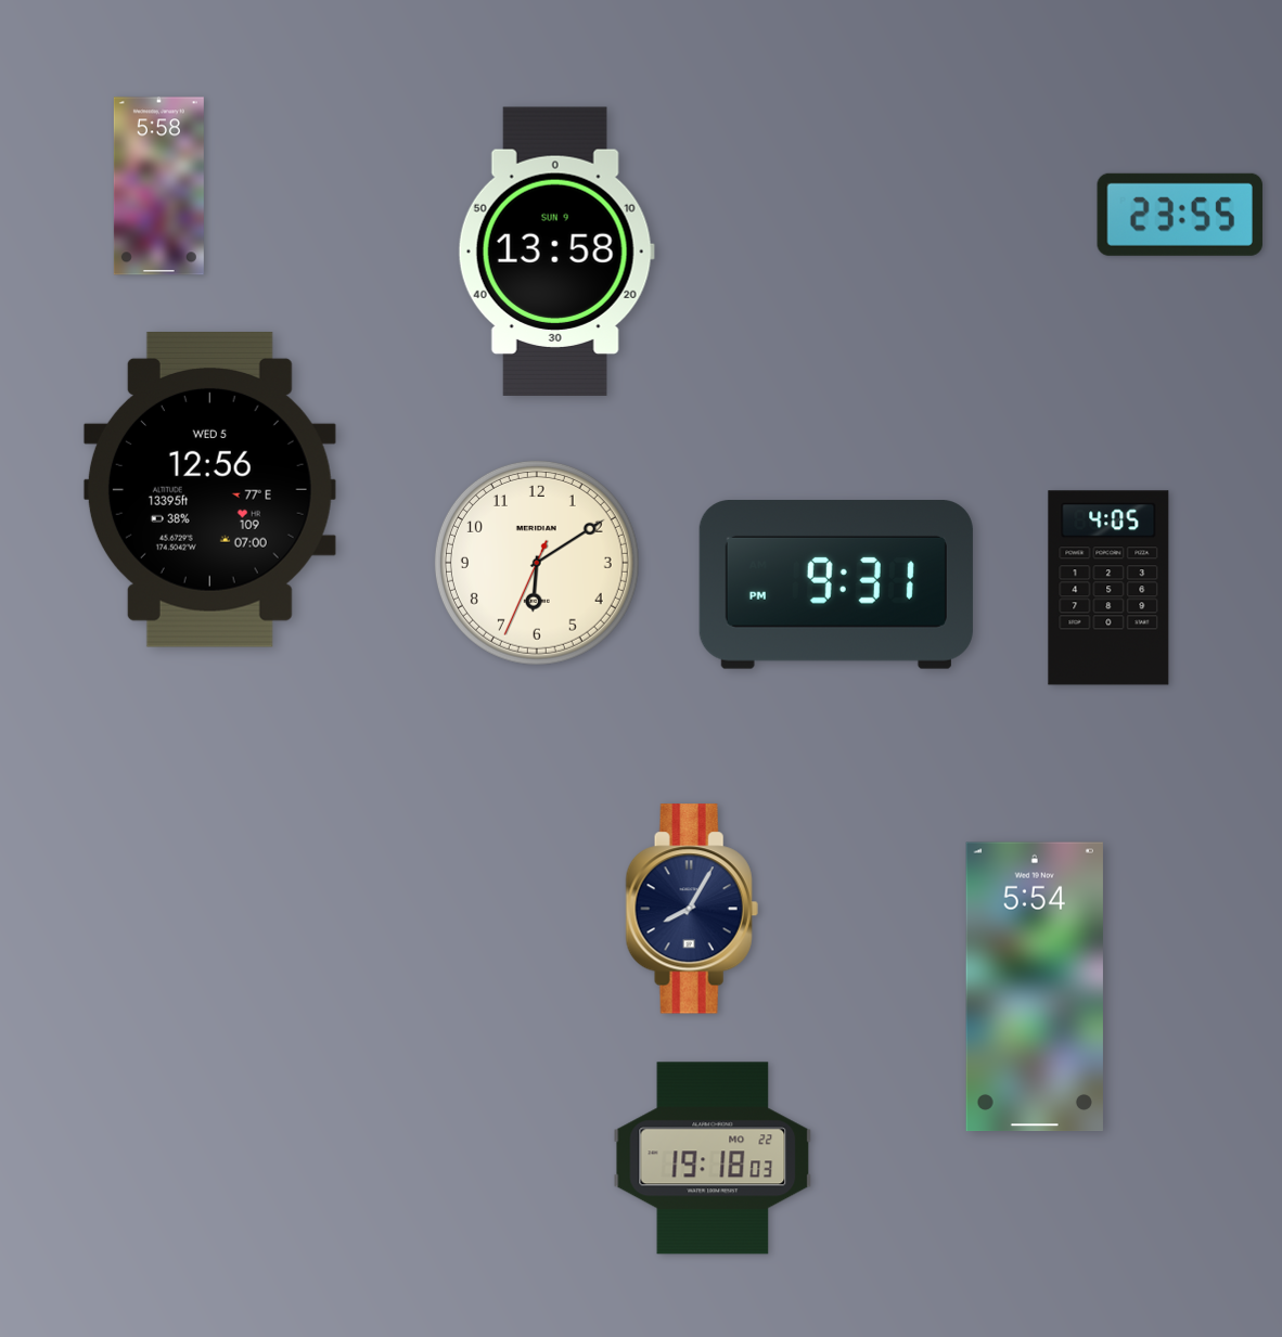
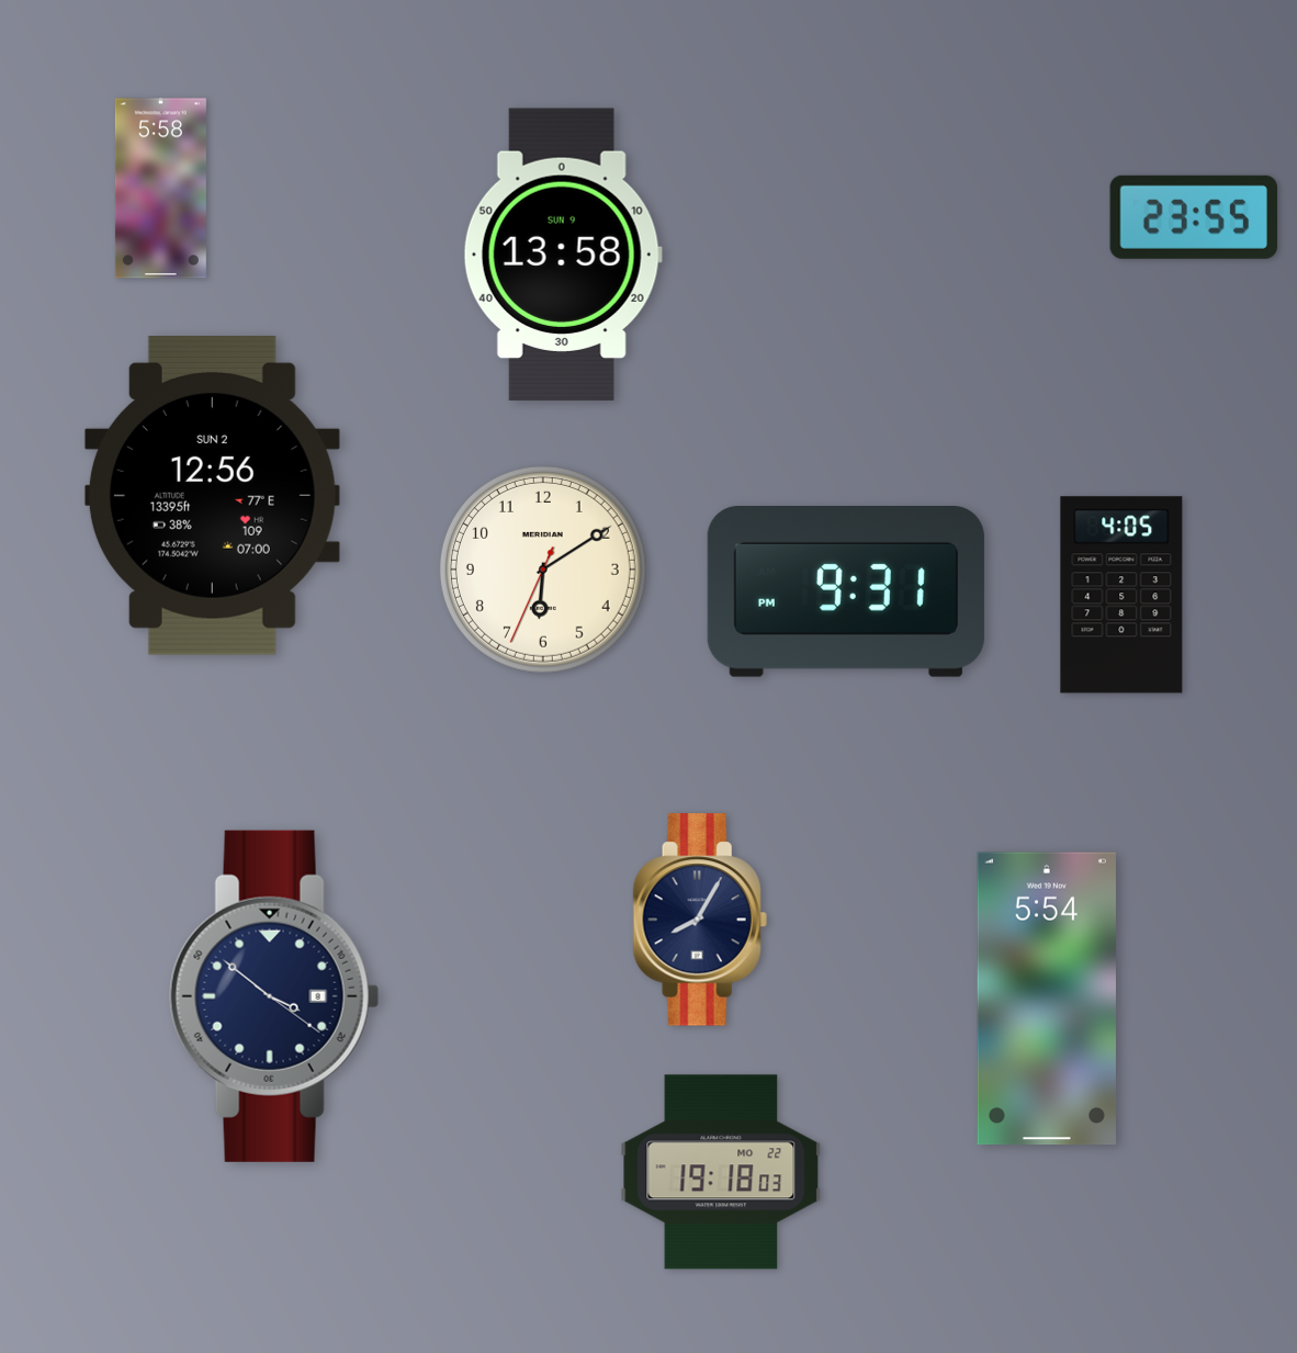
clock at (209, 489) date: WED 5 -> SUN 2
clock at (274, 996): none -> 3:51
